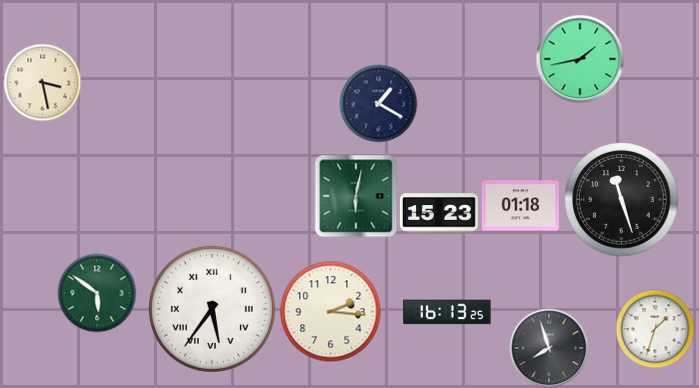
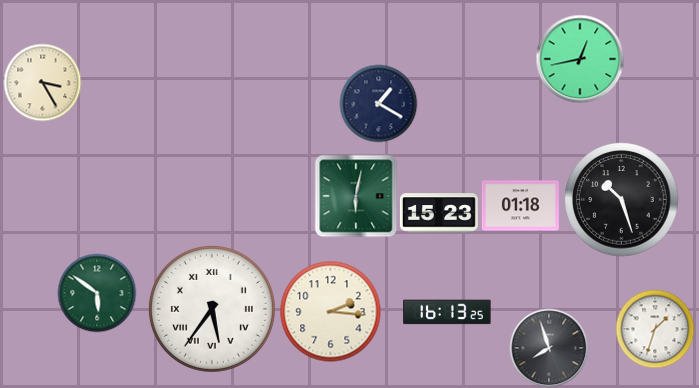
clock at (580, 59): 1:43 -> 12:43
clock at (42, 82): 3:28 -> 3:25
clock at (622, 200): 11:27 -> 10:27
